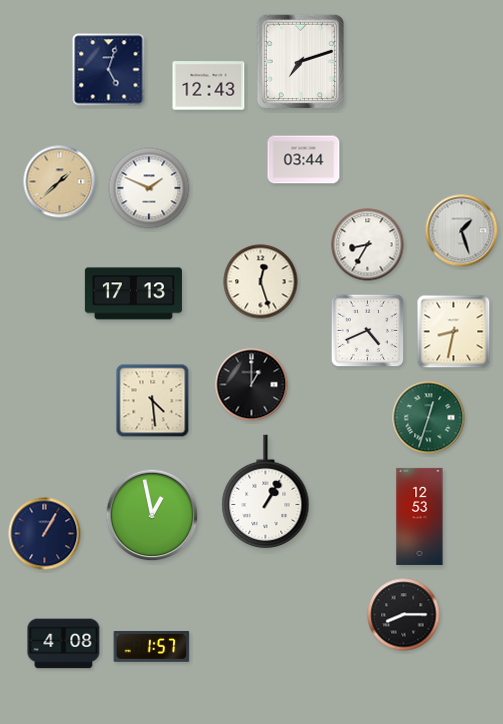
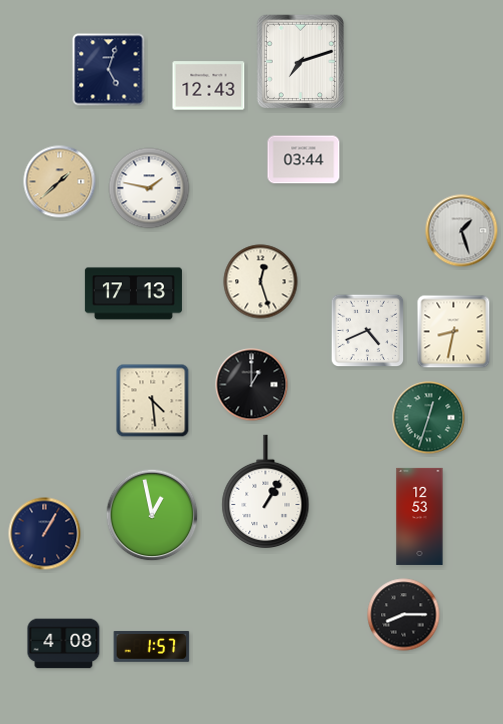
clock at (149, 188): 1:49 -> 1:47
clock at (368, 245): 8:35 -> none
